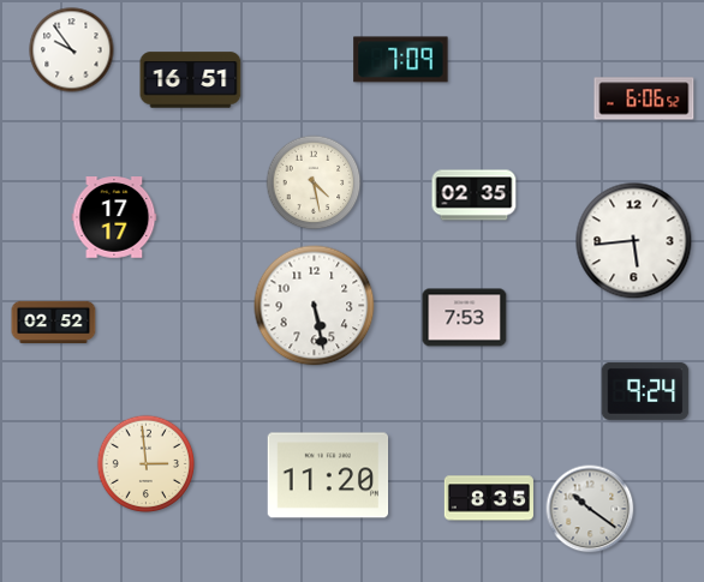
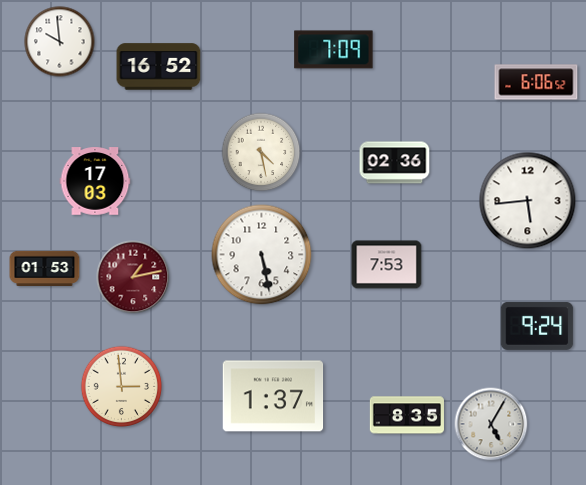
clock at (72, 50): 9:54 -> 9:59
clock at (191, 80): 16:51 -> 16:52
clock at (475, 196): 02:35 -> 02:36
clock at (114, 217): 17:17 -> 17:03
clock at (54, 322): 02:52 -> 01:53
clock at (133, 277): none -> 1:13
clock at (328, 475): 11:20 -> 1:37
clock at (590, 509): 10:21 -> 5:05
